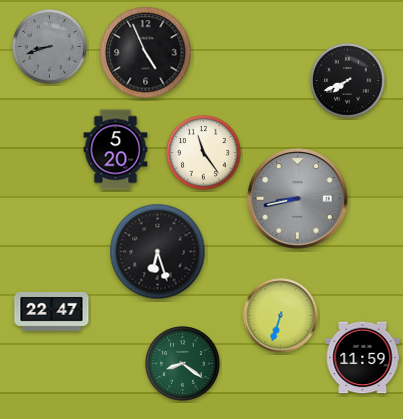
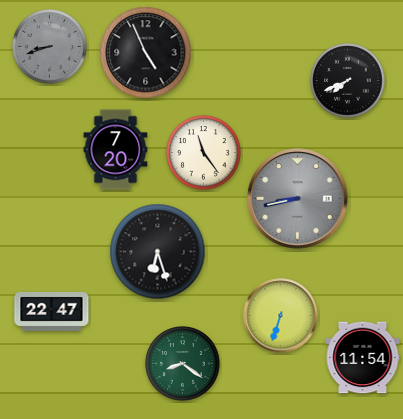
clock at (116, 150): 5:20 -> 7:20
clock at (363, 358): 11:59 -> 11:54
